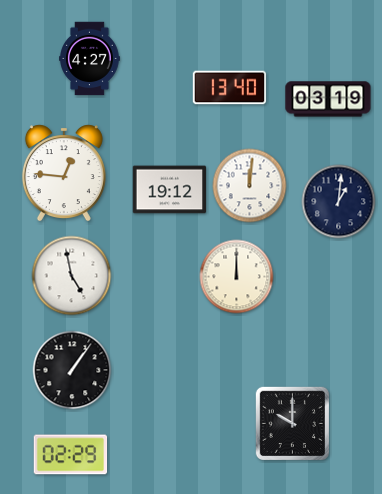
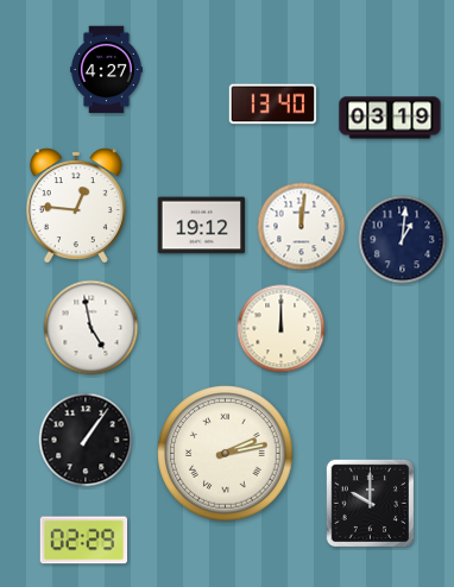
clock at (250, 186) position: (250, 186) -> (302, 227)
clock at (72, 276) position: (72, 276) -> (92, 328)
clock at (226, 454): none -> 2:13
clock at (292, 423) position: (292, 423) -> (370, 503)
